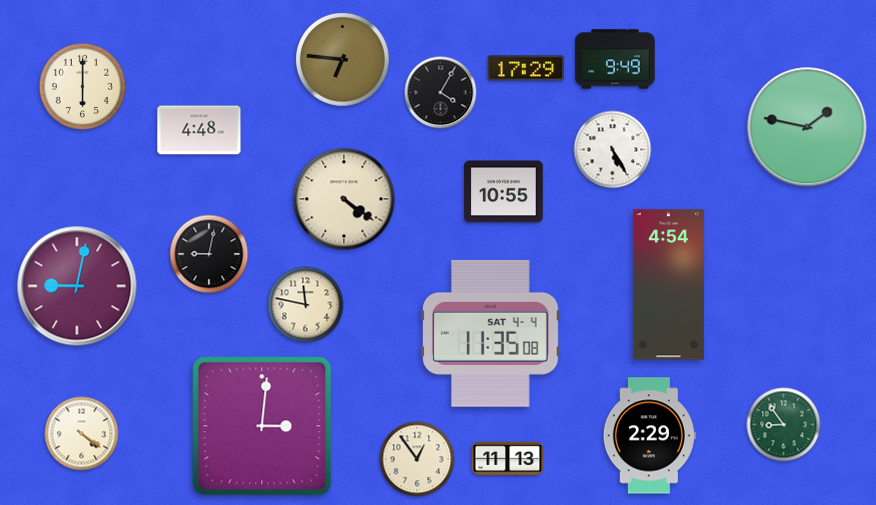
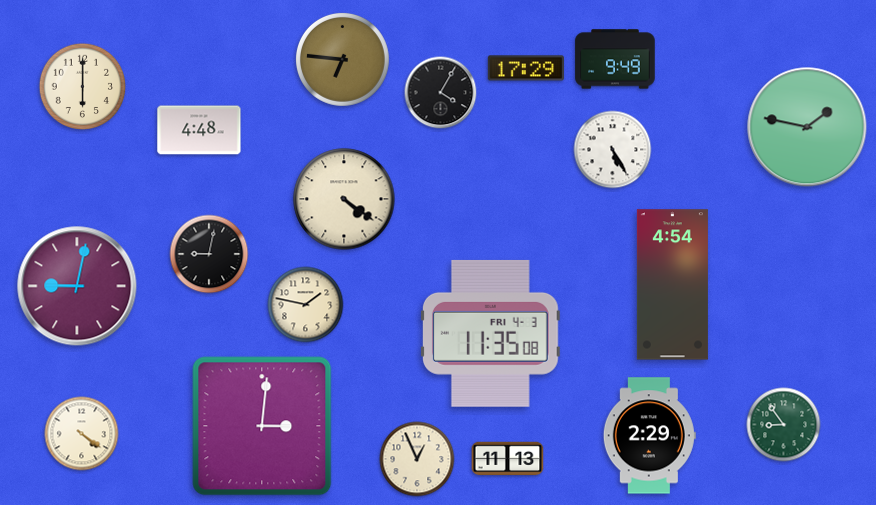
clock at (504, 192): 10:55 -> none
clock at (668, 285) position: (668, 285) -> (672, 285)
clock at (306, 305): 11:47 -> 1:47
clock at (490, 333) date: SAT 4-4 -> FRI 4-3
clock at (417, 459): 12:54 -> 12:56
